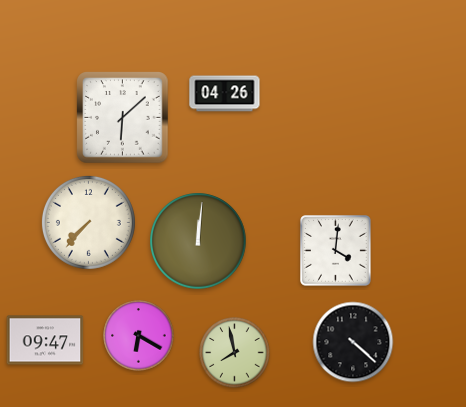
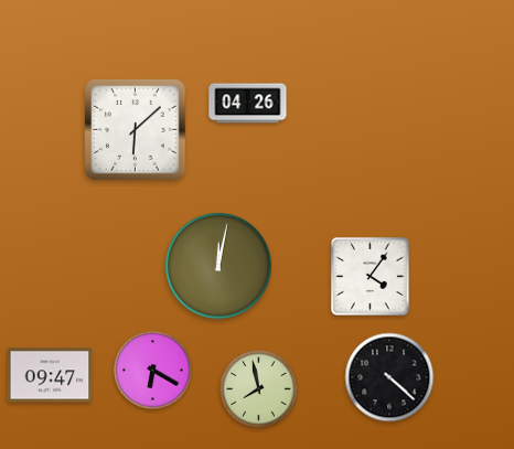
clock at (88, 222): 7:37 -> none
clock at (198, 241): 12:01 -> 12:02
clock at (336, 251): 4:01 -> 4:06
